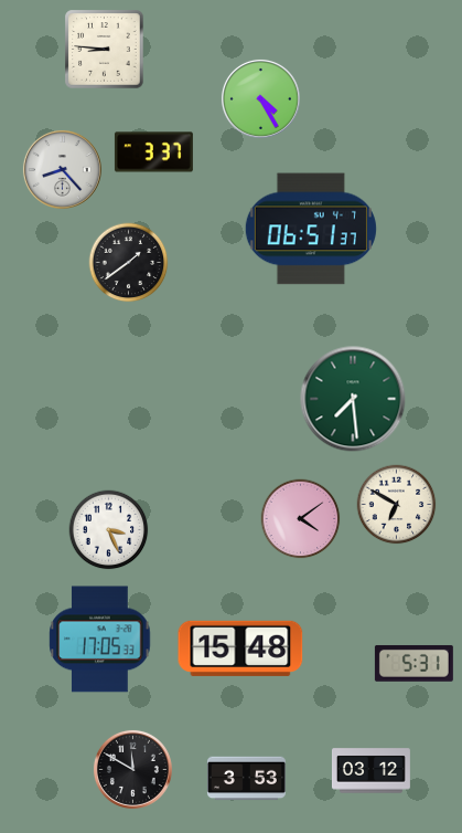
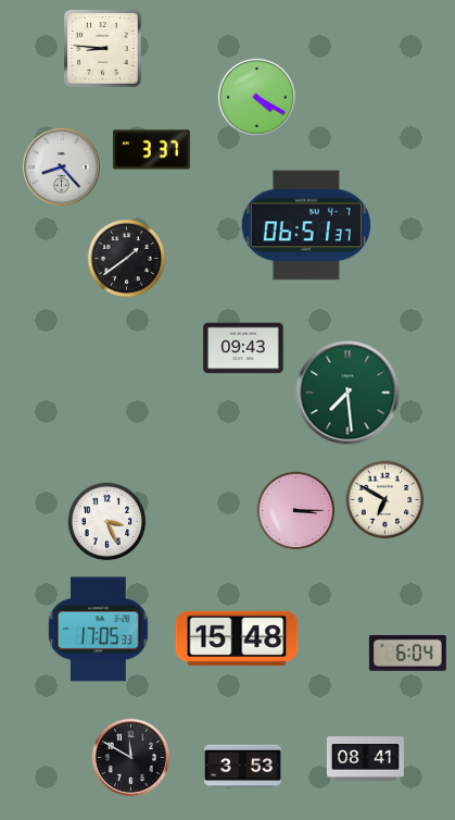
clock at (260, 98): 4:25 -> 4:20
clock at (243, 348): none -> 09:43
clock at (397, 505) position: (397, 505) -> (386, 500)
clock at (301, 519): 4:09 -> 3:15
clock at (413, 663): 5:31 -> 6:04
clock at (370, 771): 03:12 -> 08:41
